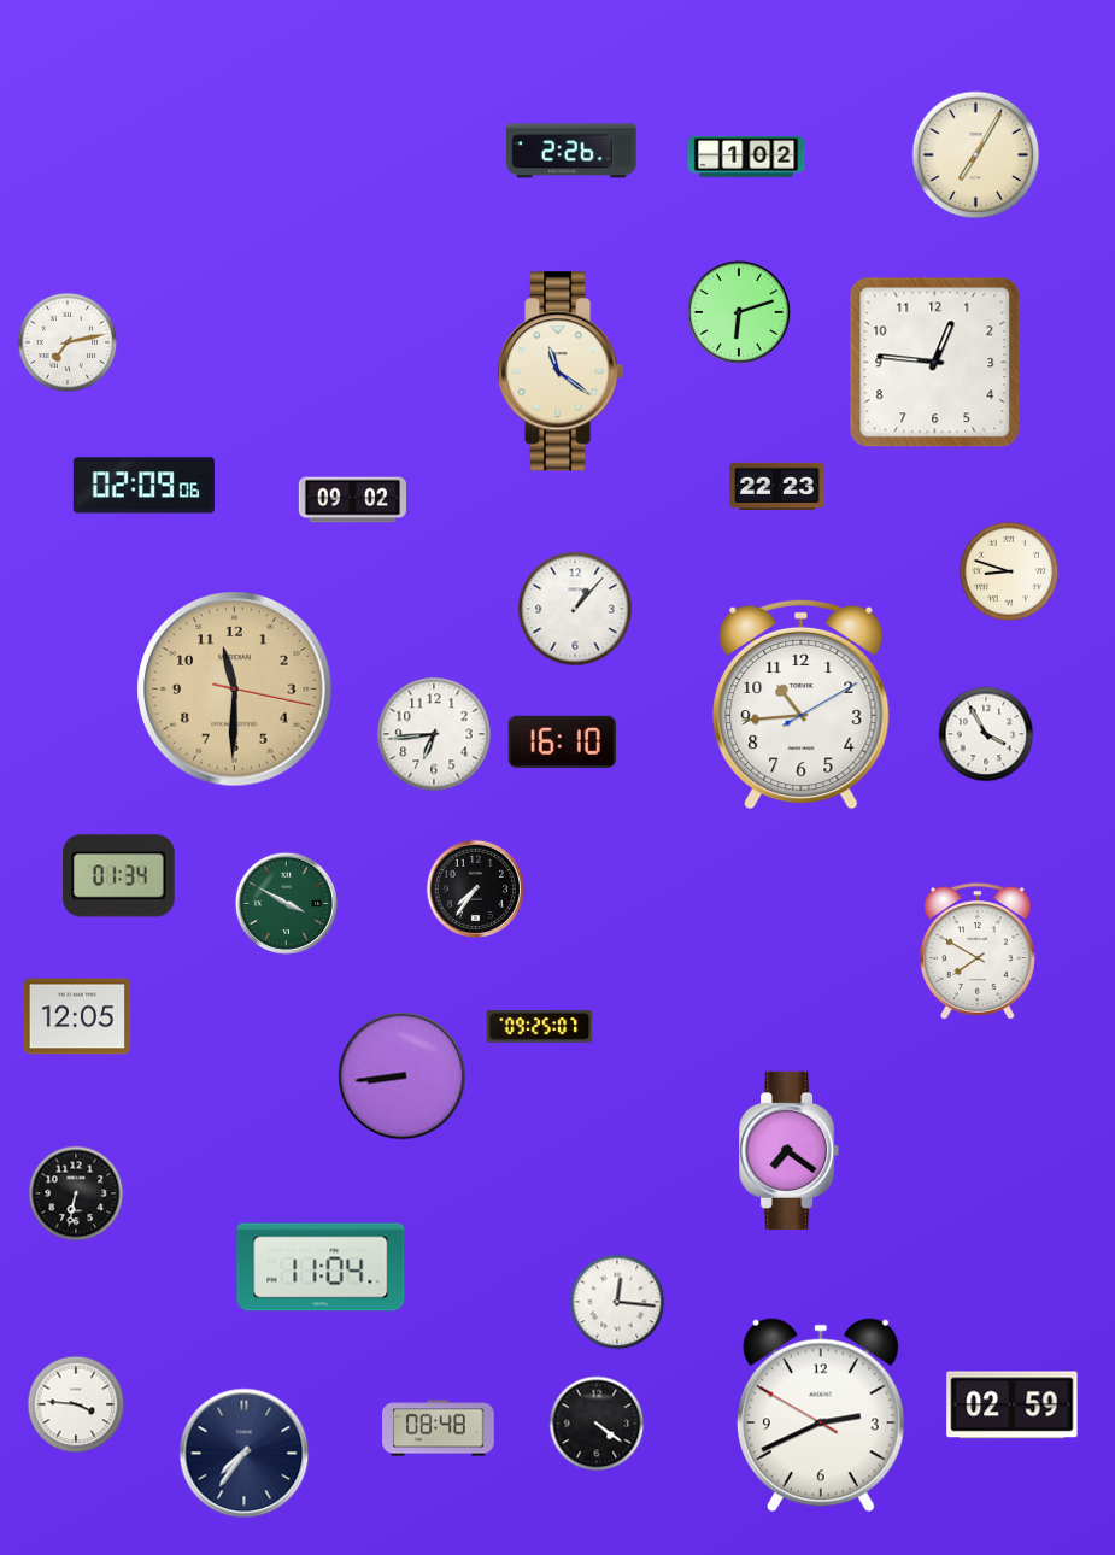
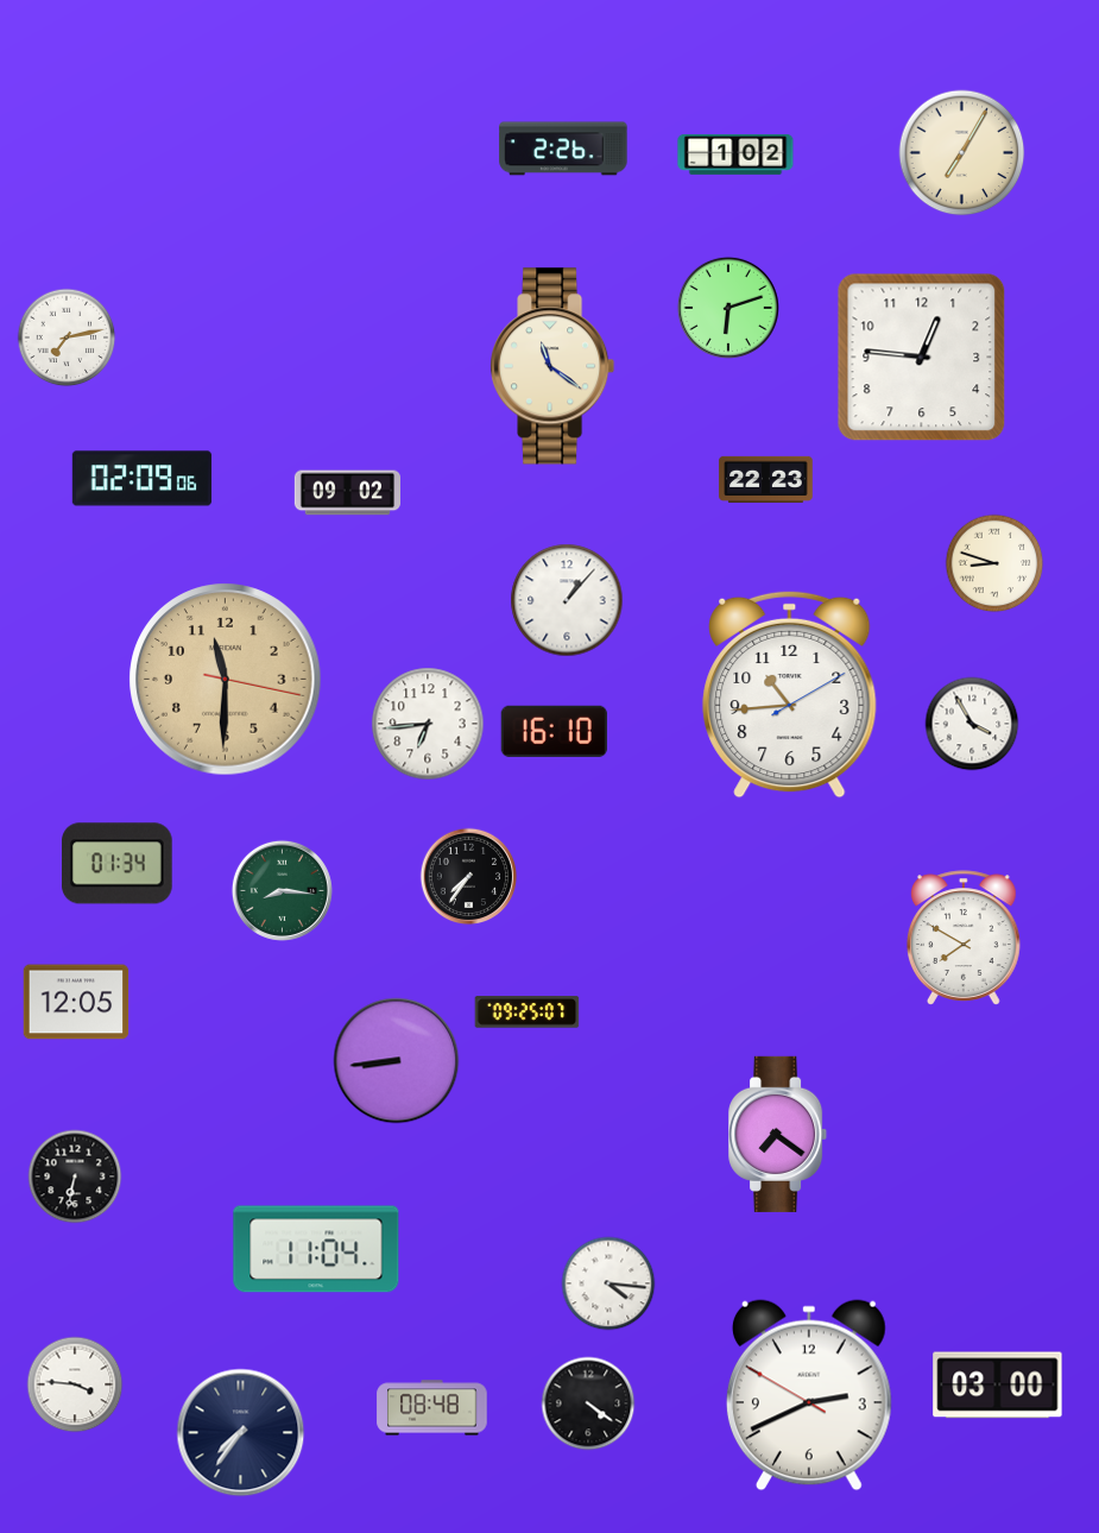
clock at (235, 690) position: (235, 690) -> (226, 680)
clock at (286, 903): 3:50 -> 8:16
clock at (540, 1027) position: (540, 1027) -> (528, 1012)
clock at (617, 1302): 12:16 -> 4:16
clock at (1013, 1406): 02:59 -> 03:00
